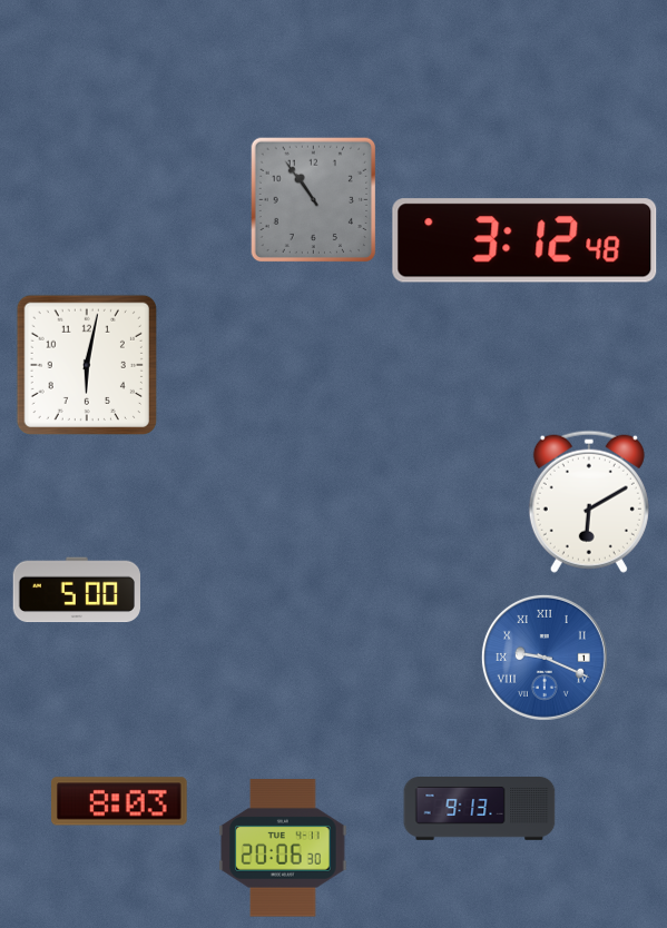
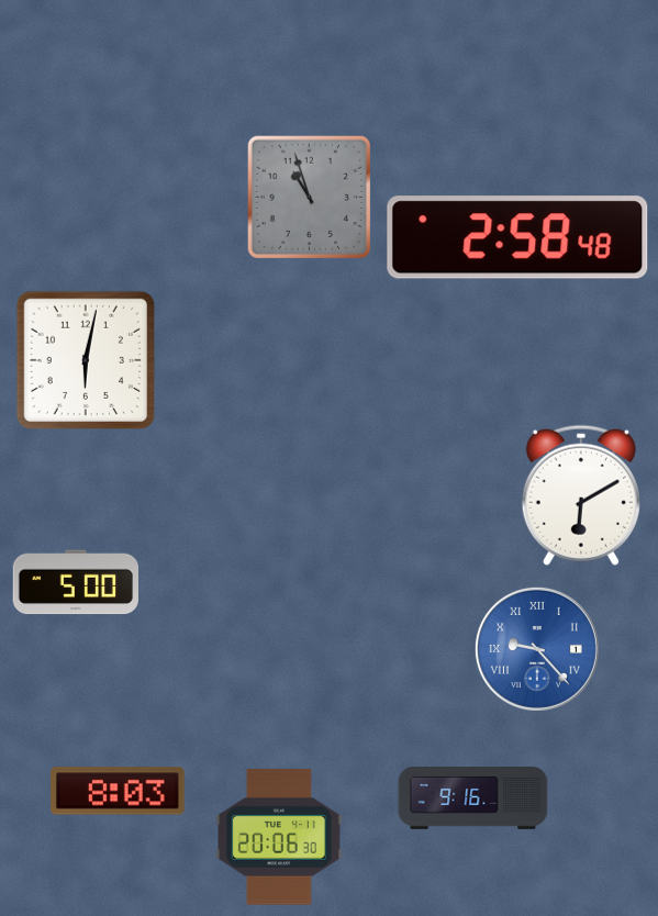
clock at (313, 199): 10:54 -> 10:57
clock at (524, 240): 3:12 -> 2:58
clock at (545, 658): 9:19 -> 9:23
clock at (480, 809): 9:13 -> 9:16
